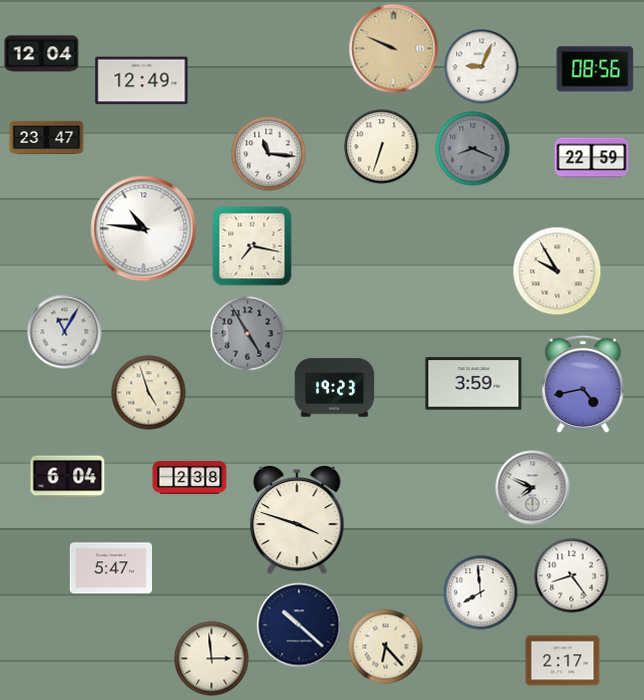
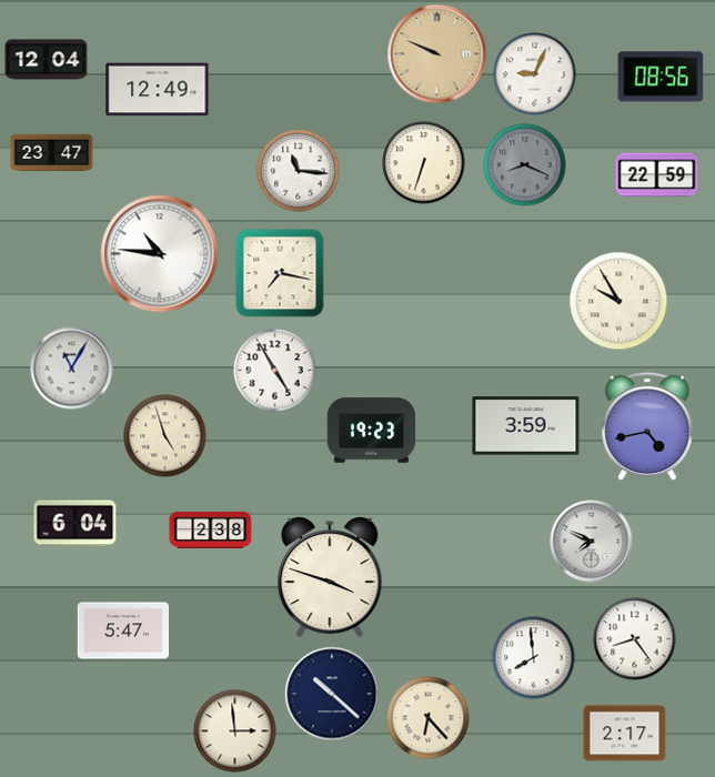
clock at (248, 334) dial: grey -> white
clock at (68, 477) position: (68, 477) -> (75, 524)
